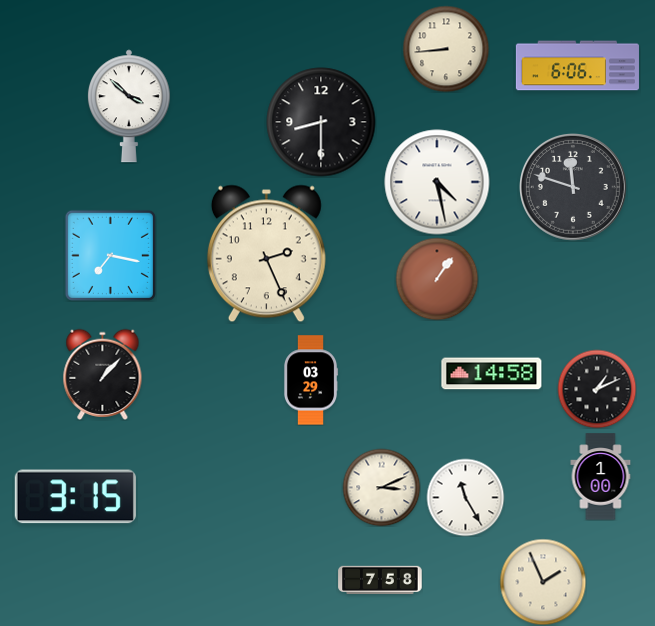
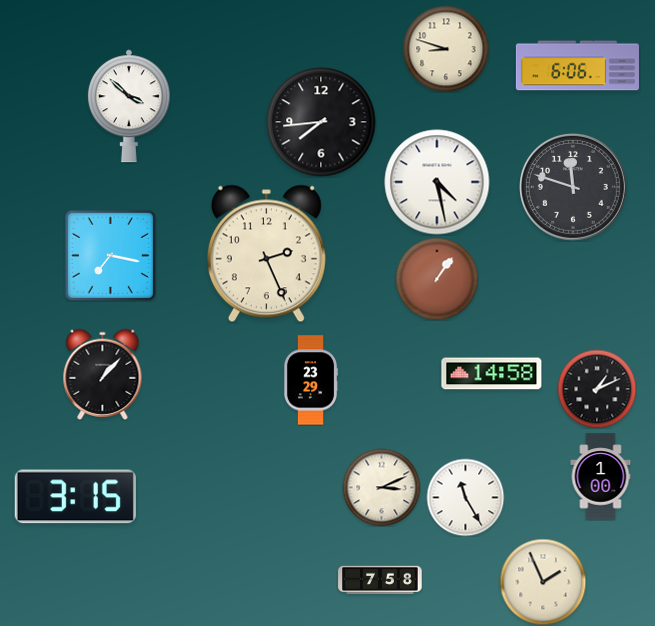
clock at (446, 49): 8:44 -> 8:48
clock at (321, 122): 8:30 -> 7:44
clock at (311, 380): 03:29 -> 23:29
